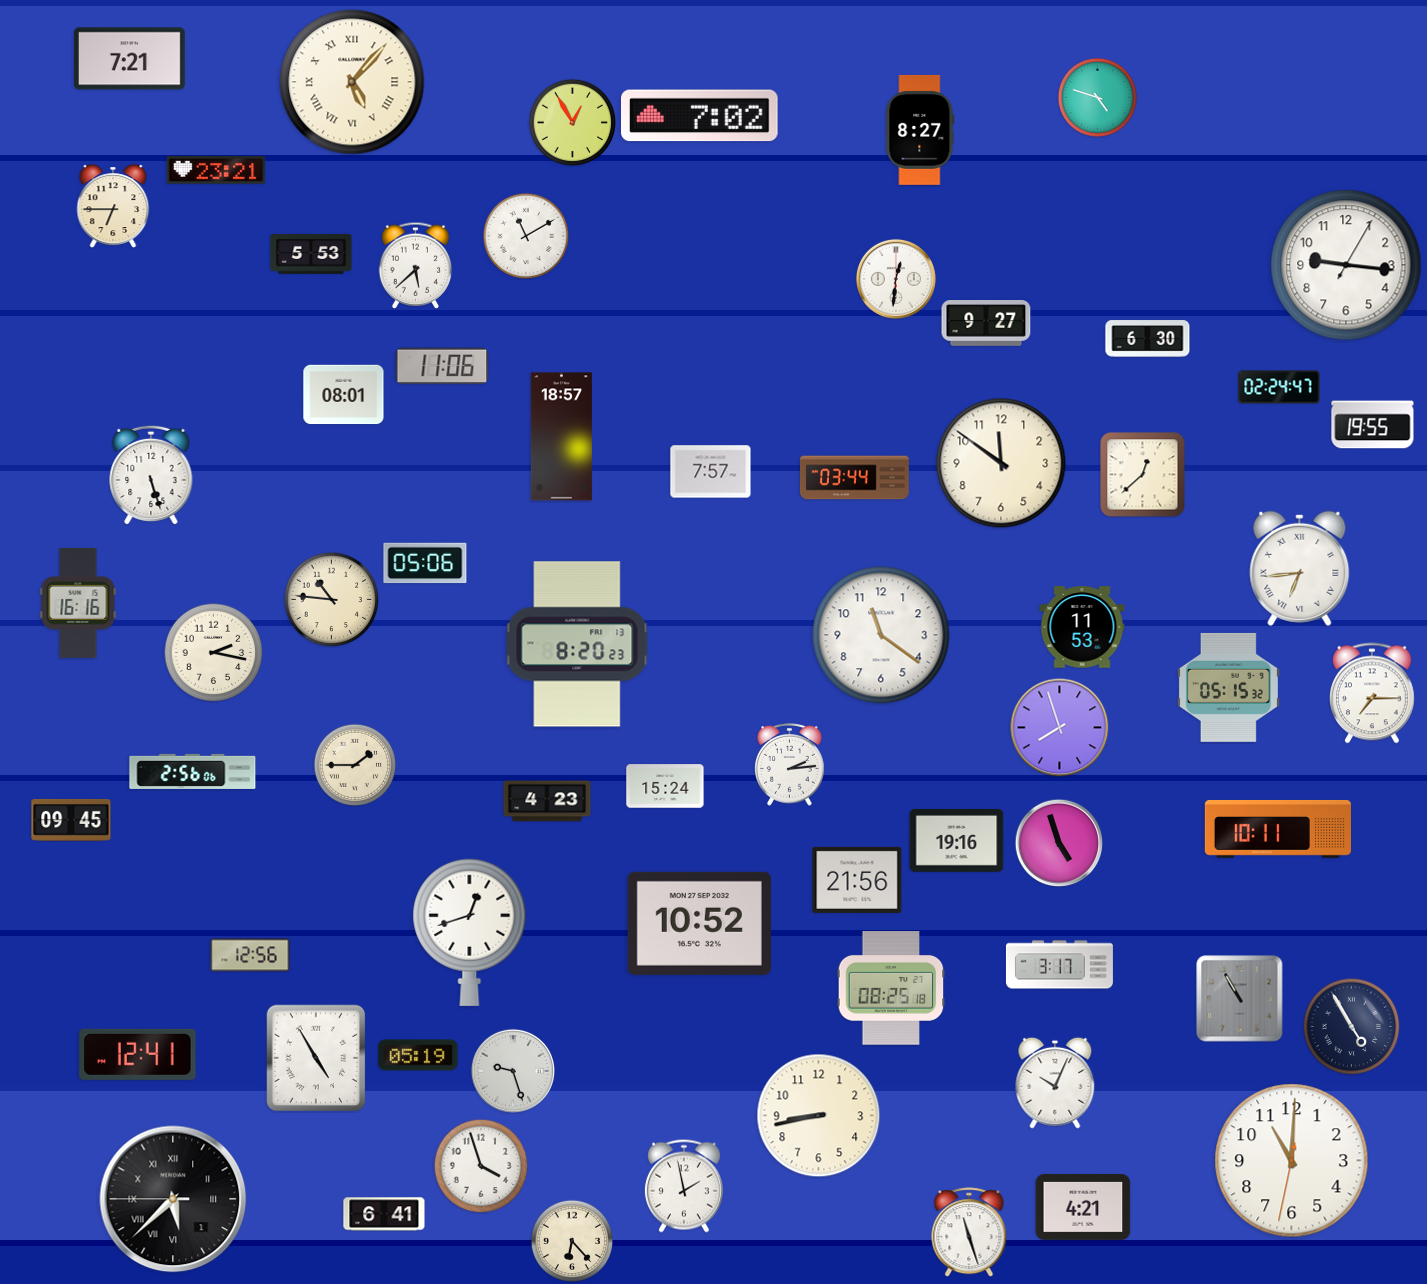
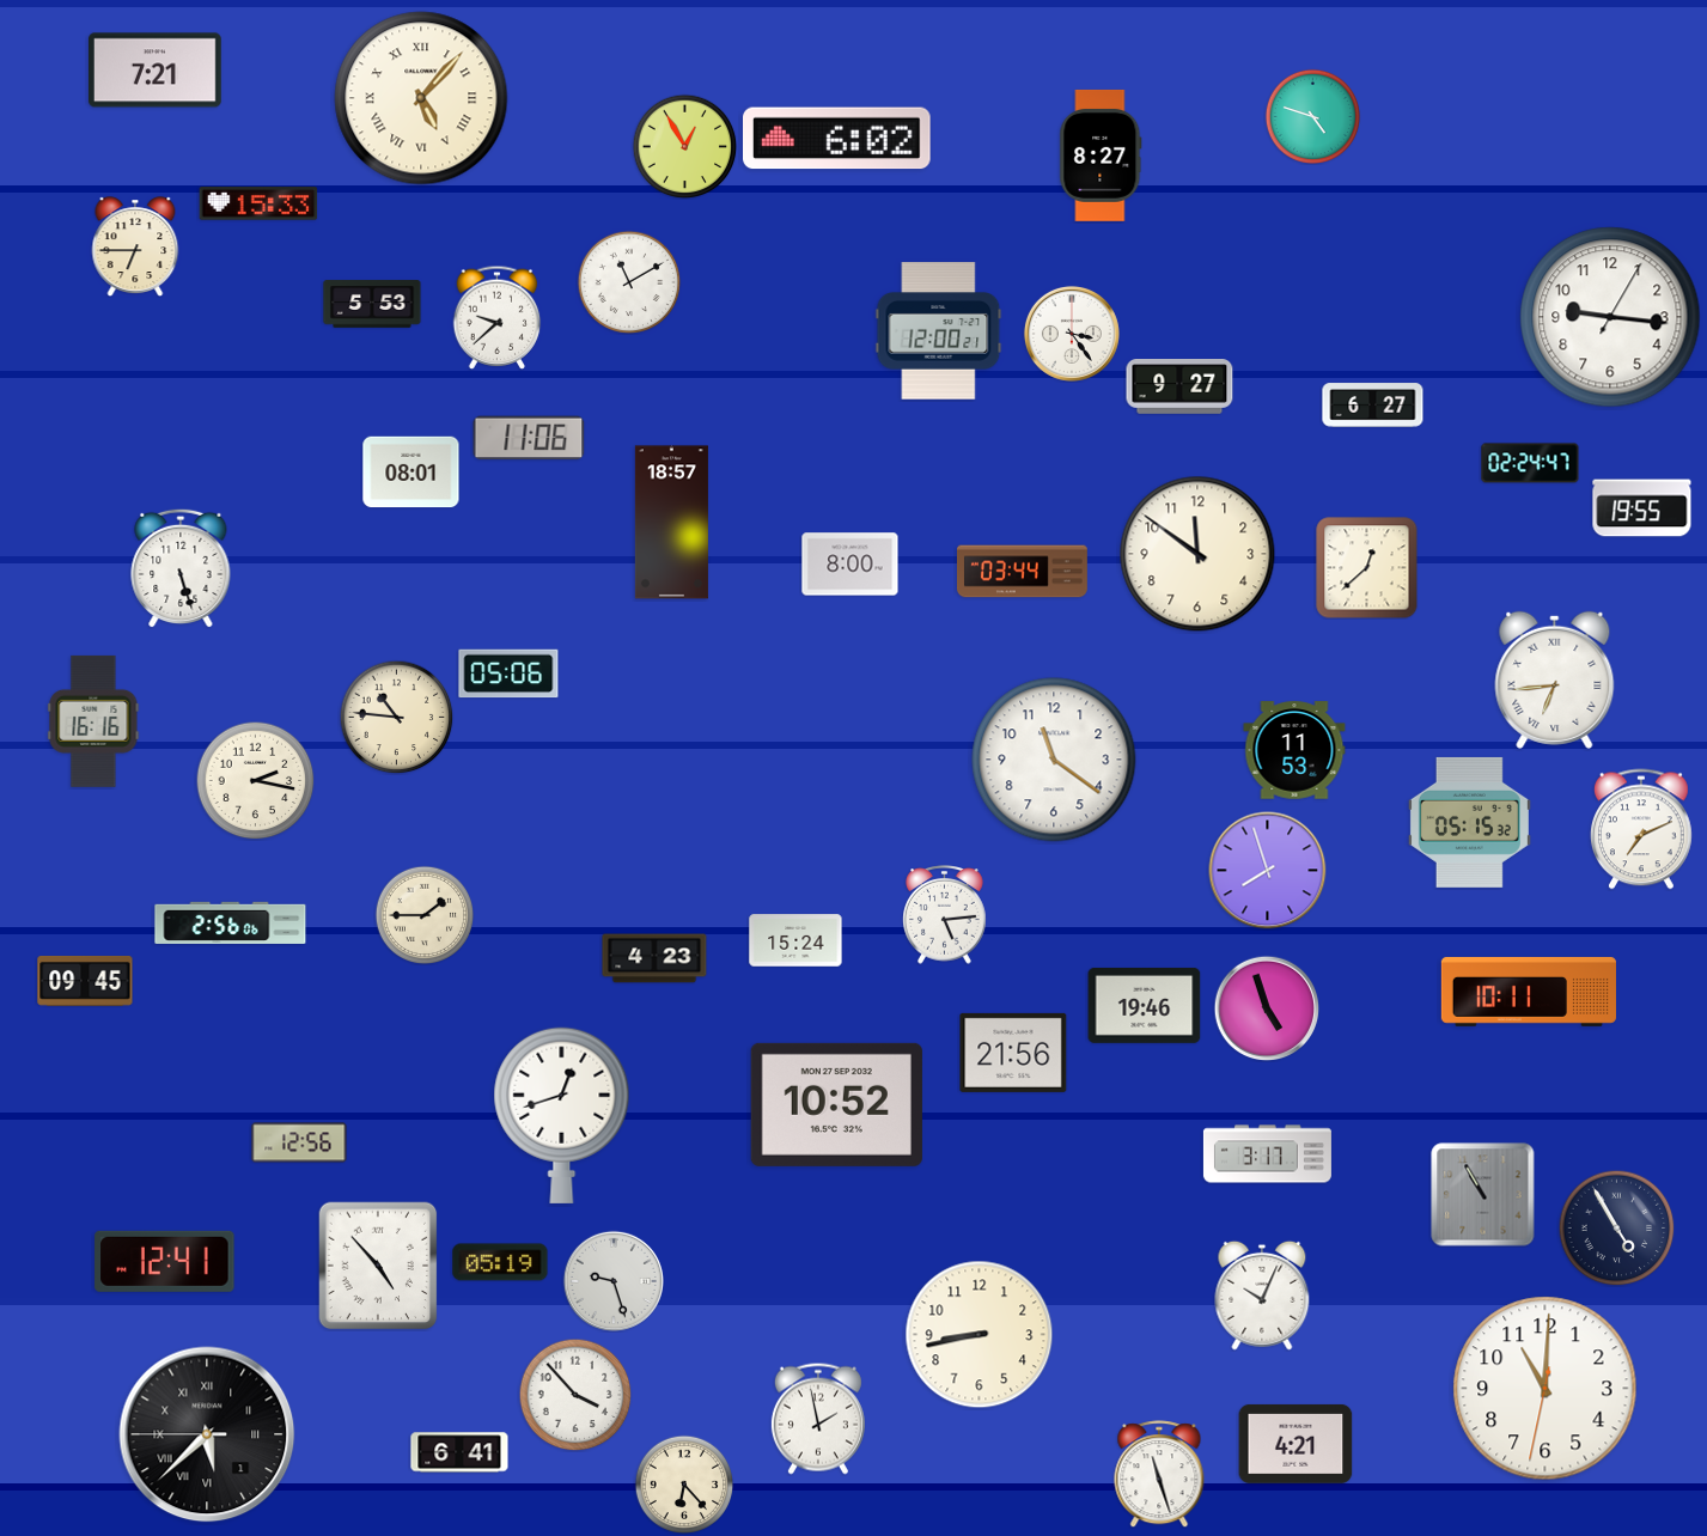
clock at (700, 116): 7:02 -> 6:02
clock at (216, 170): 23:21 -> 15:33
clock at (416, 265): 5:38 -> 9:38
clock at (939, 331): none -> 12:00
clock at (896, 279): 12:31 -> 3:24
clock at (1148, 339): 6:30 -> 6:27
clock at (711, 472): 7:57 -> 8:00
clock at (577, 644): 8:20 -> none
clock at (1372, 693): 7:15 -> 7:11
clock at (790, 765): 2:14 -> 5:14
clock at (957, 840): 19:16 -> 19:46
clock at (857, 880) position: (857, 880) -> (1013, 1053)
clock at (891, 988): 08:25 -> none
clock at (316, 1058): 4:55 -> 4:53
clock at (481, 1166): 3:57 -> 3:53
